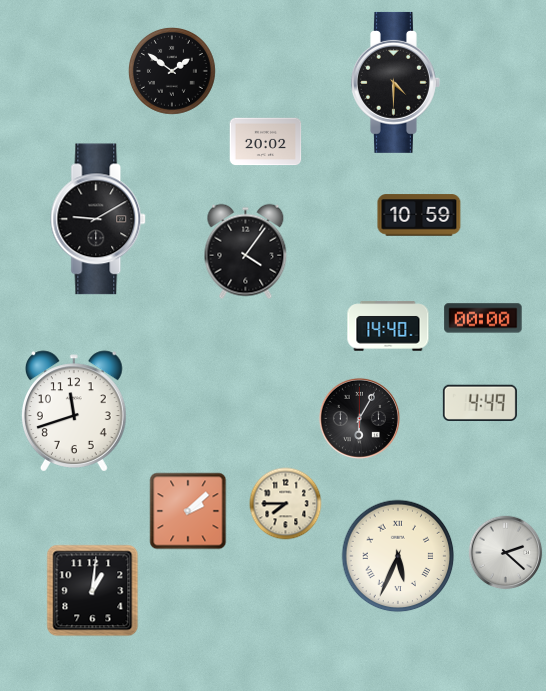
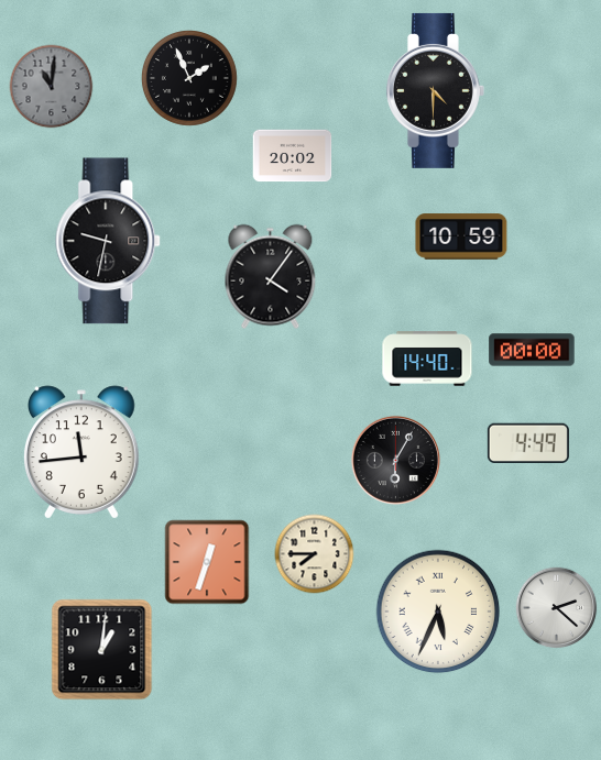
clock at (172, 71): 1:51 -> 1:56
clock at (52, 87): none -> 11:01
clock at (99, 219): 9:10 -> 9:32
clock at (74, 411): 11:42 -> 11:44
clock at (188, 511): 2:08 -> 12:33
